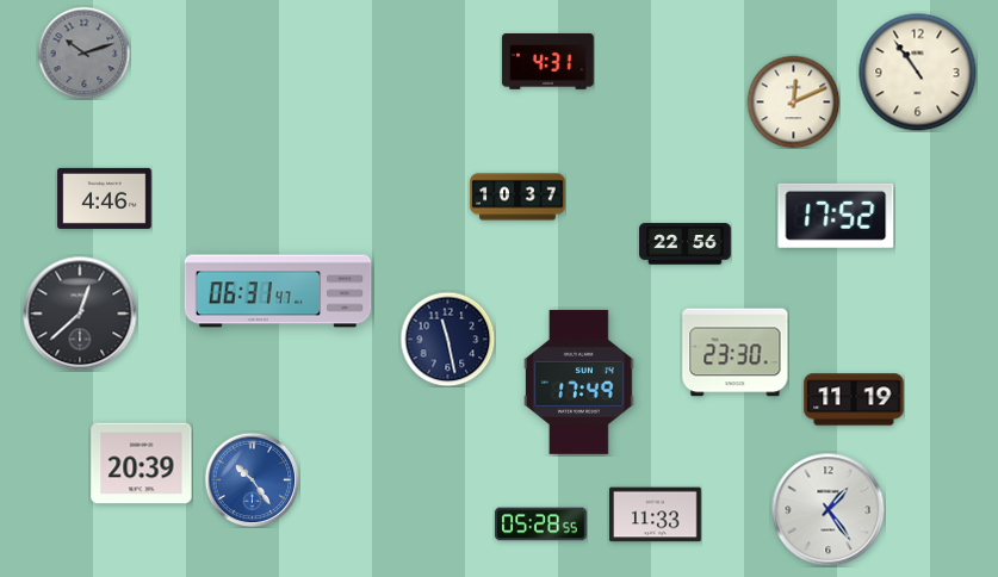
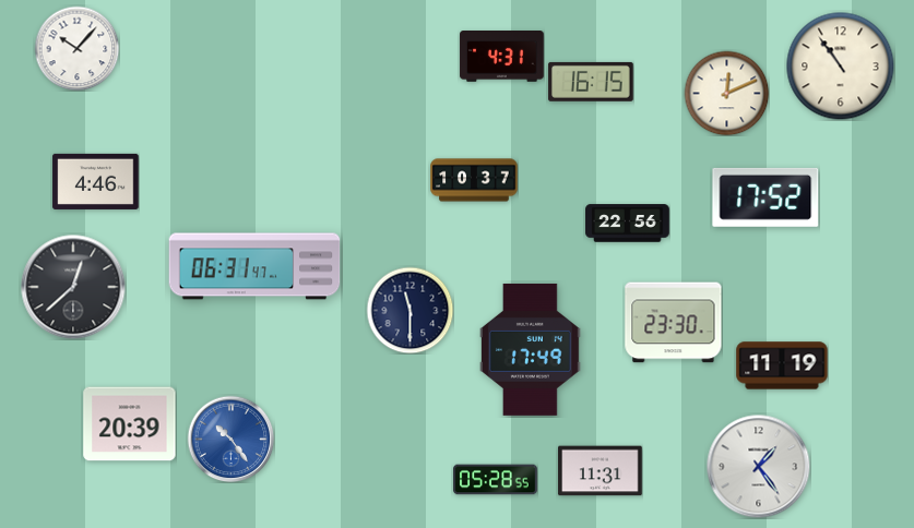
clock at (83, 52): 10:12 -> 10:07
clock at (83, 52) dial: grey -> white
clock at (591, 82): none -> 16:15
clock at (447, 339): 11:28 -> 11:30
clock at (656, 515): 11:33 -> 11:31
